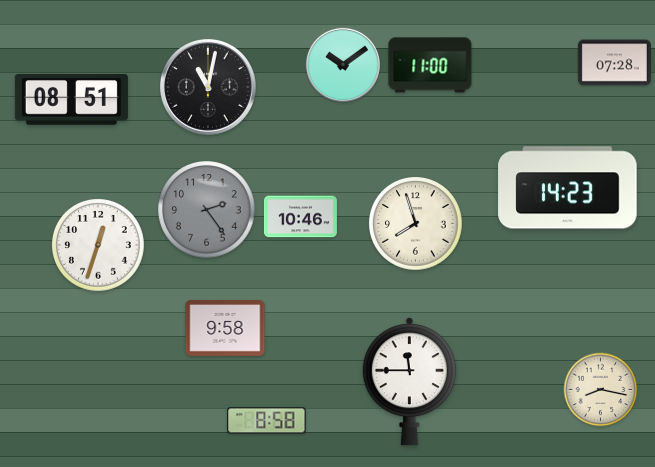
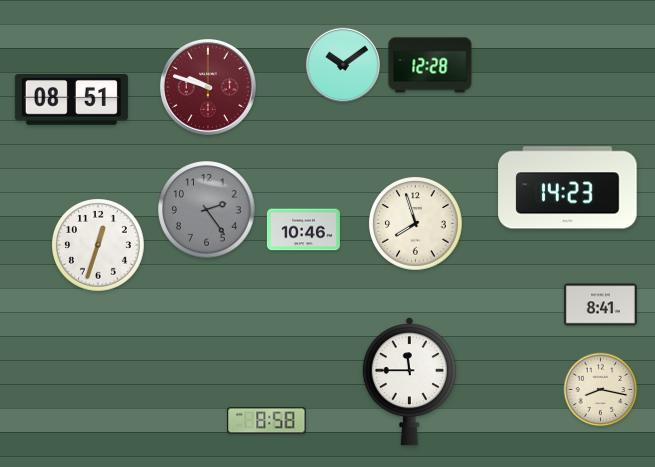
clock at (614, 63): 07:28 -> none
clock at (430, 65): 11:00 -> 12:28
clock at (208, 87): 11:02 -> 9:48
clock at (208, 87) dial: black -> burgundy
clock at (300, 217) position: (300, 217) -> (303, 230)
clock at (600, 305): none -> 8:41
clock at (225, 328): 9:58 -> none
